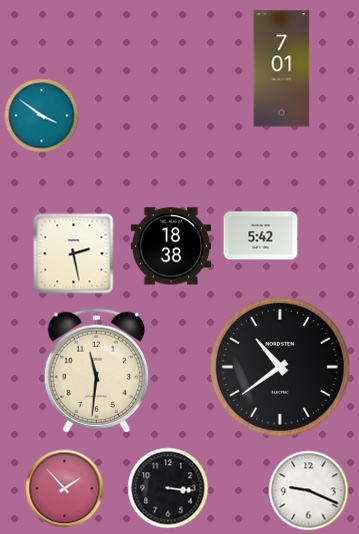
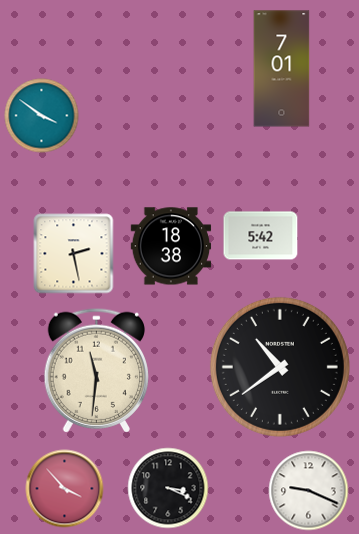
clock at (168, 488): 3:16 -> 3:19
clock at (65, 489): 1:53 -> 3:53
